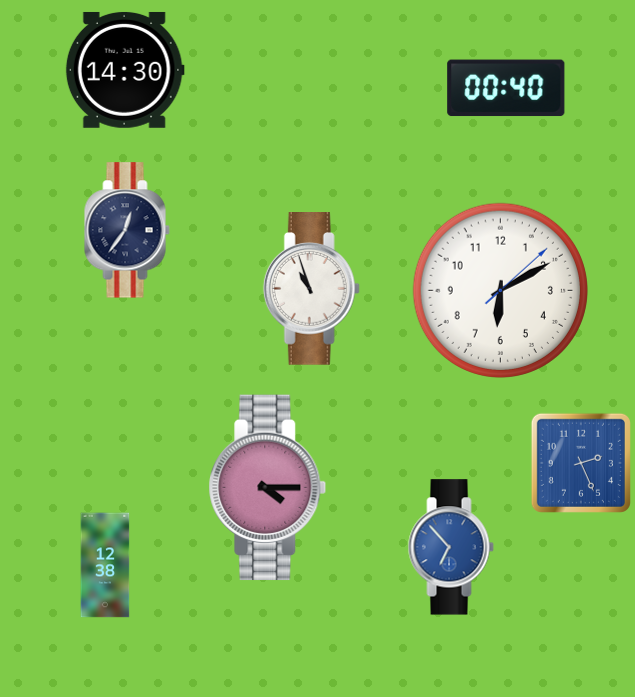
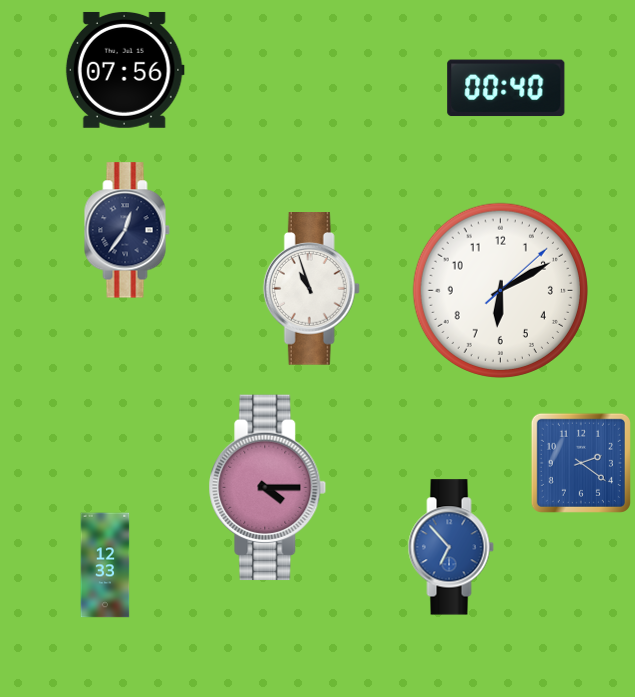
clock at (125, 70): 14:30 -> 07:56
clock at (581, 463): 2:26 -> 2:21
clock at (105, 565): 12:38 -> 12:33
